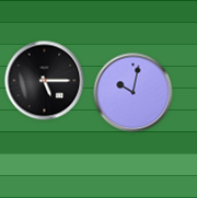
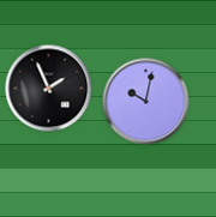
clock at (45, 81): 5:15 -> 1:56
